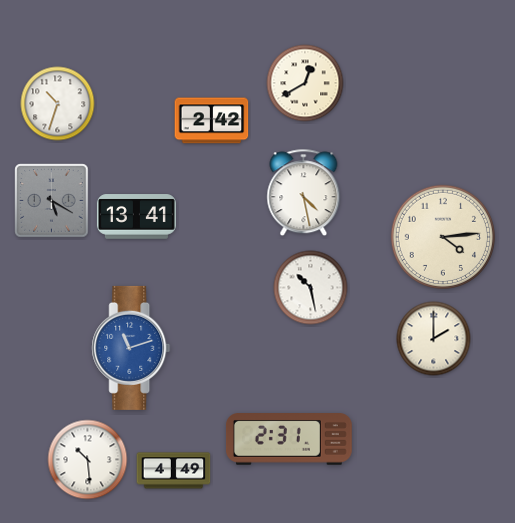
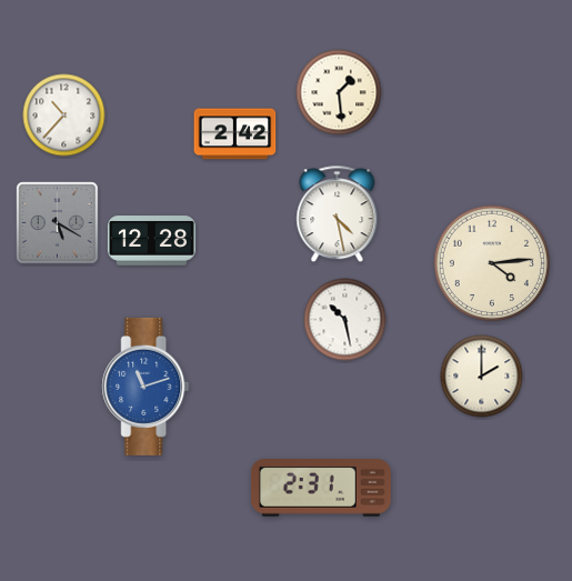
clock at (305, 83): 12:40 -> 1:29
clock at (58, 104): 10:33 -> 10:37
clock at (136, 217): 13:41 -> 12:28
clock at (88, 460): 10:29 -> none
clock at (174, 471): 4:49 -> none
